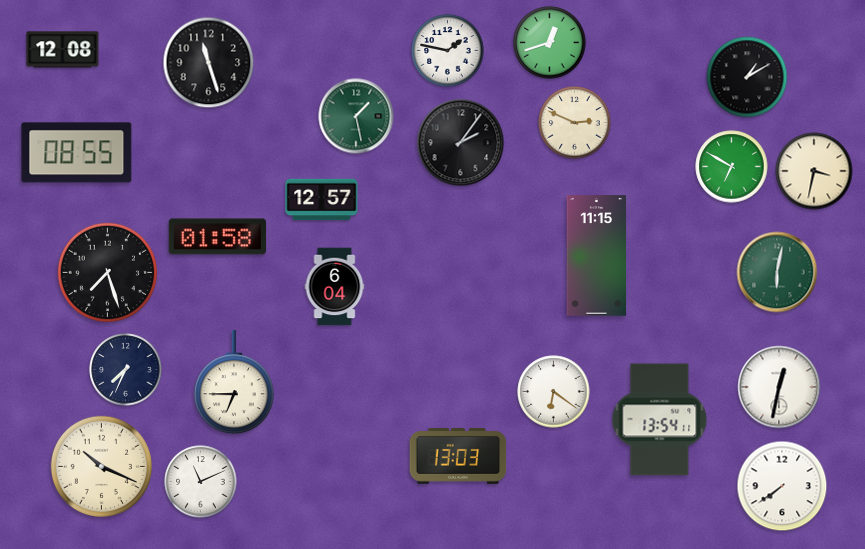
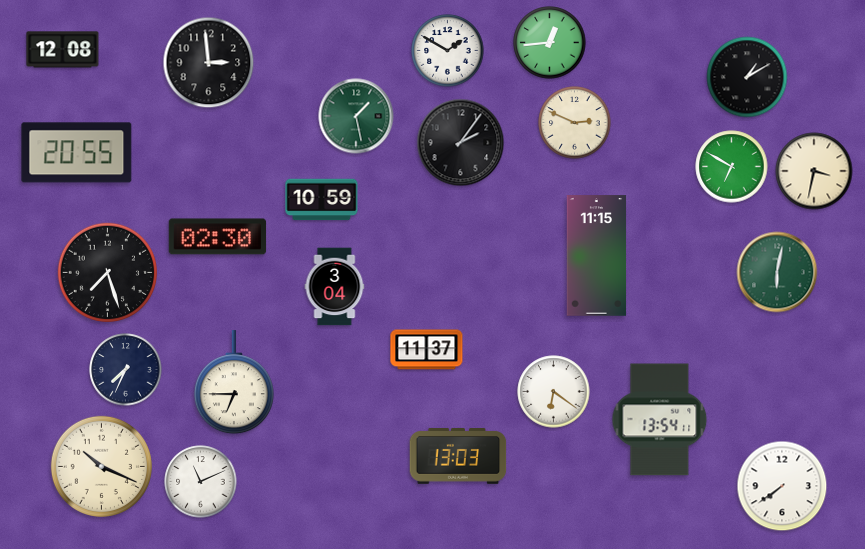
clock at (550, 43): 12:42 -> 12:44
clock at (448, 51): 1:47 -> 1:50
clock at (209, 63): 11:27 -> 2:59
clock at (77, 153): 08:55 -> 20:55
clock at (322, 200): 12:57 -> 10:59
clock at (218, 237): 01:58 -> 02:30
clock at (335, 287): 6:04 -> 3:04
clock at (427, 350): none -> 11:37
clock at (779, 387): 12:32 -> none
